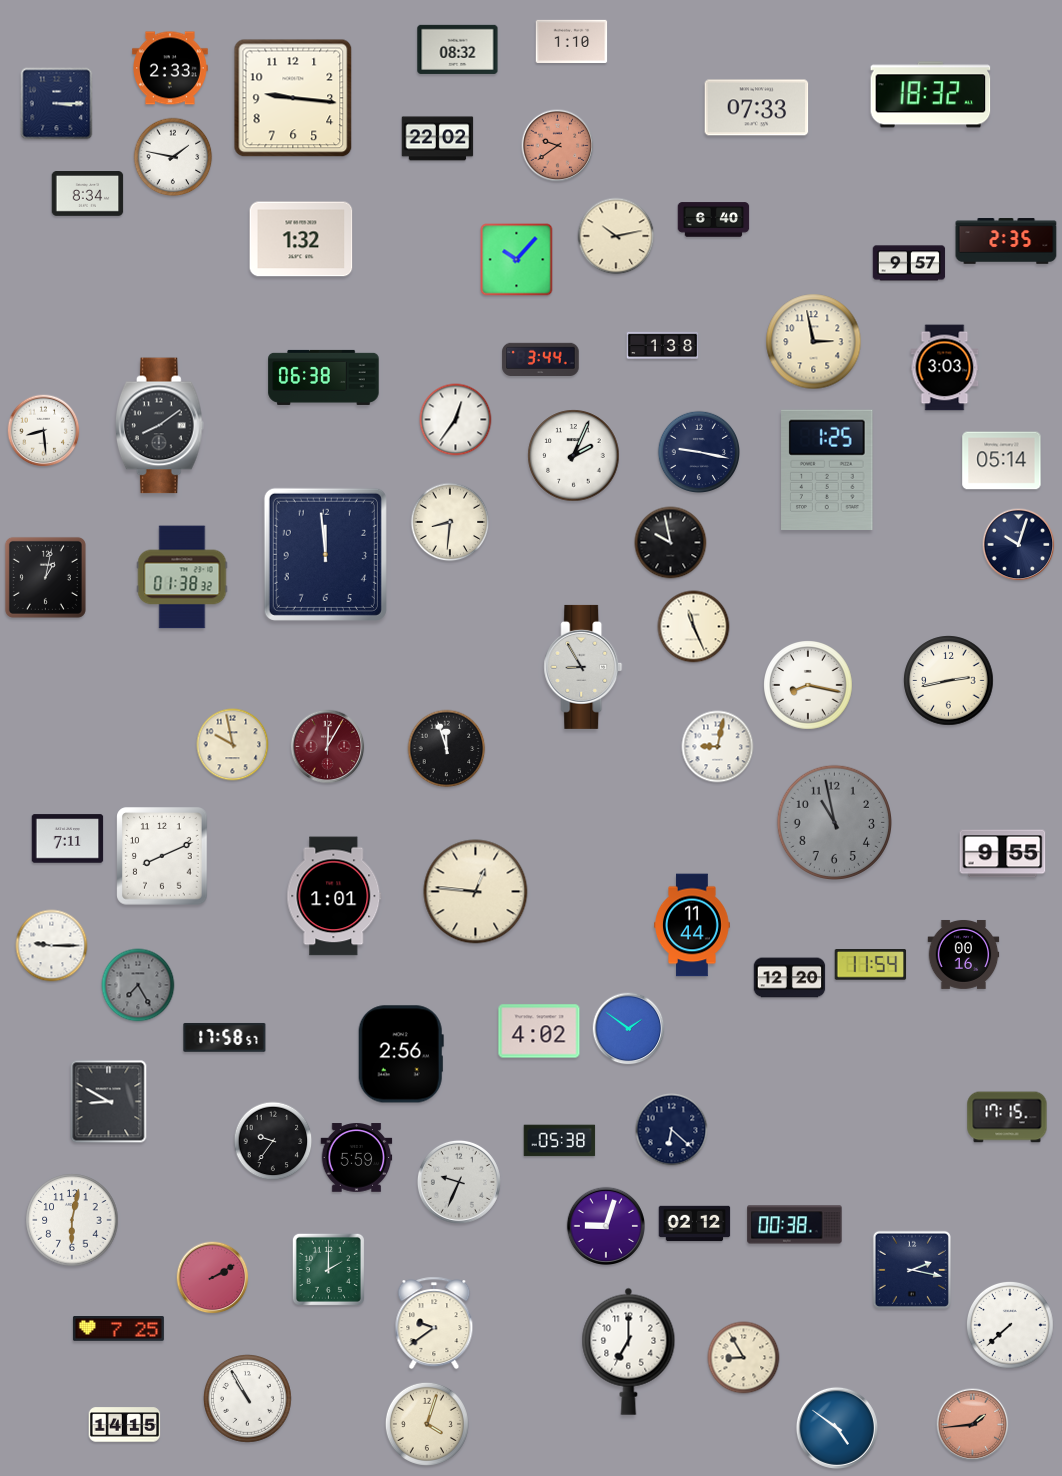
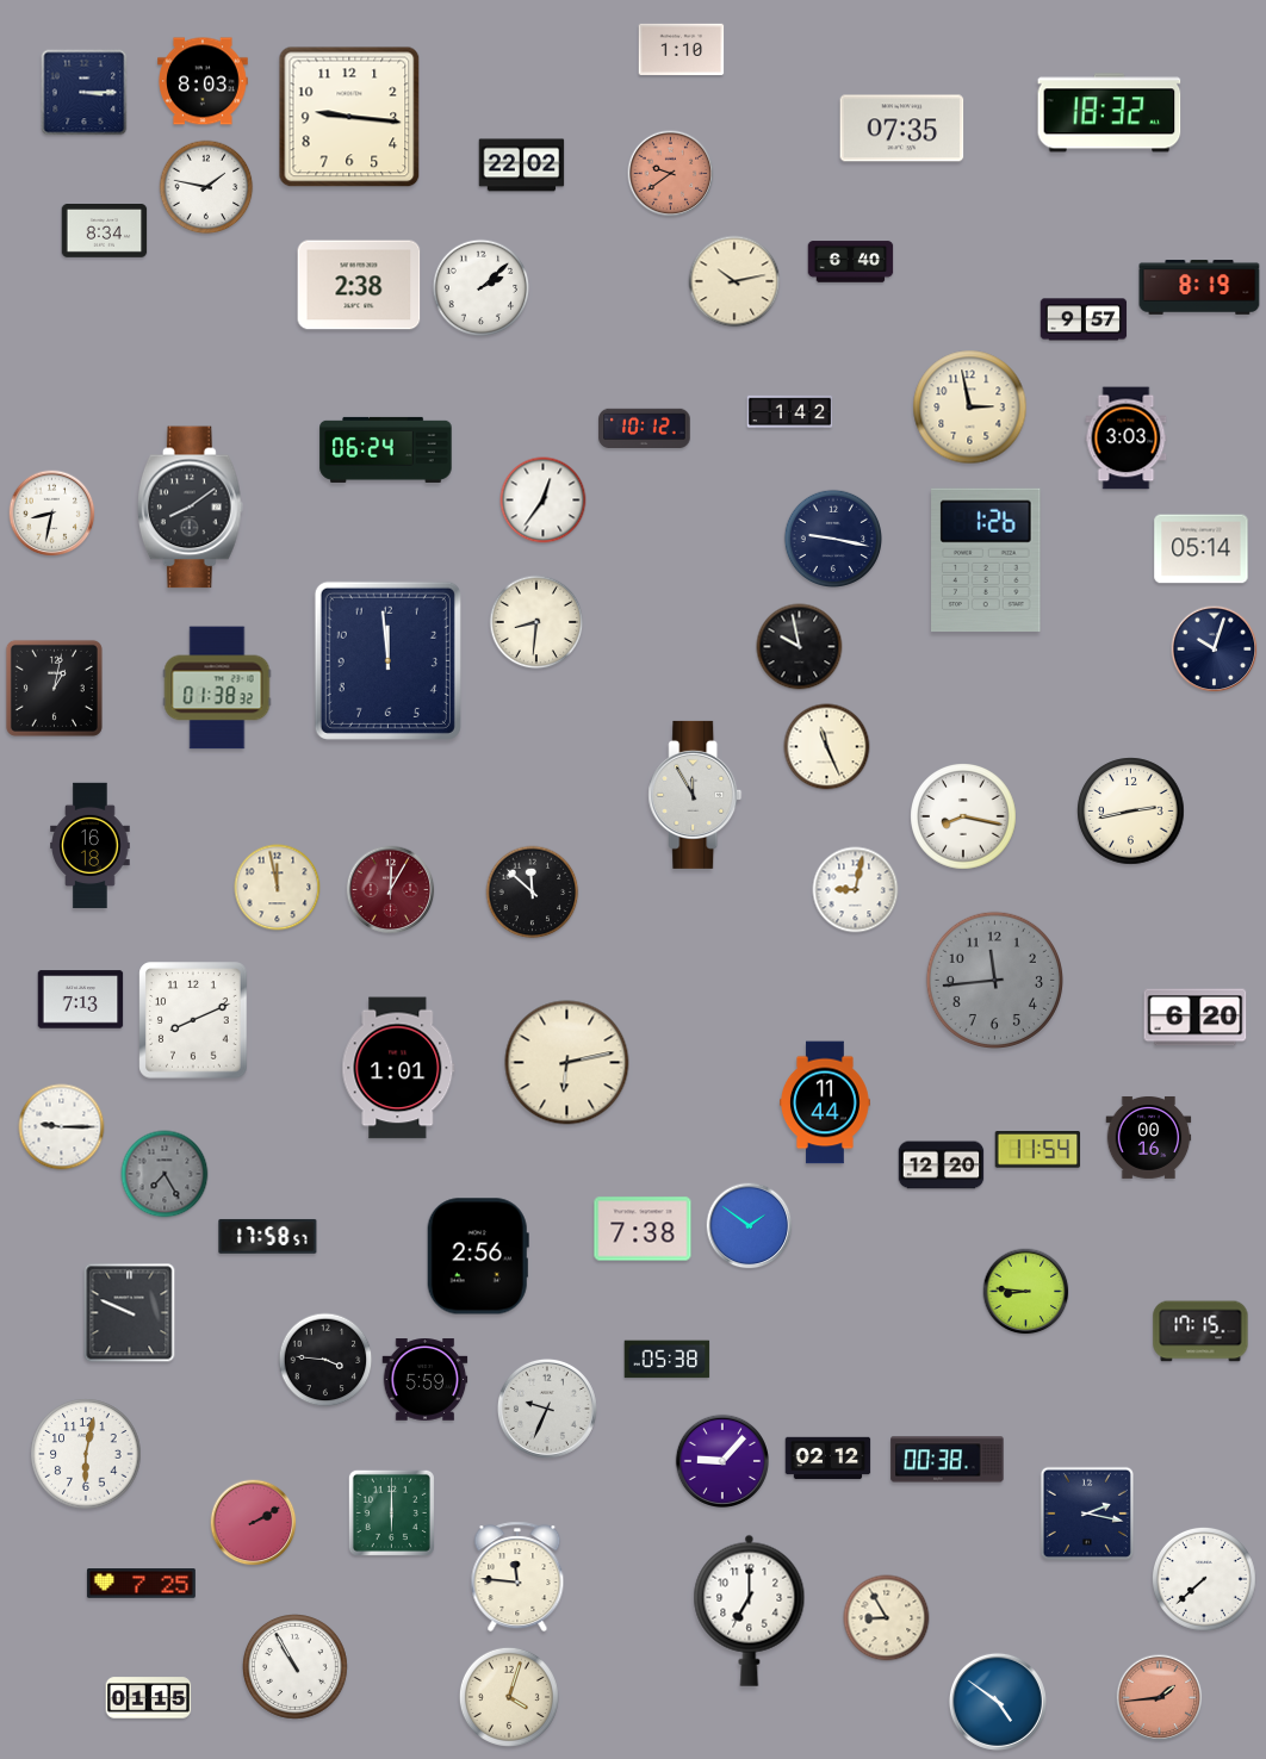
clock at (458, 49): 08:32 -> none
clock at (171, 68): 2:33 -> 8:03
clock at (57, 104) position: (57, 104) -> (85, 93)
clock at (757, 108): 07:33 -> 07:35
clock at (558, 146) position: (558, 146) -> (671, 174)
clock at (301, 239): 1:32 -> 2:38
clock at (1006, 241): 2:35 -> 8:19
clock at (482, 288): none -> 2:08
clock at (517, 260): 10:07 -> none
clock at (909, 263) position: (909, 263) -> (1084, 319)
clock at (663, 345): 1:38 -> 1:42
clock at (541, 359): 3:44 -> 10:12
clock at (324, 377): 06:38 -> 06:24
clock at (44, 431): 8:29 -> 8:32
clock at (574, 456): 2:04 -> none
clock at (1002, 461) position: (1002, 461) -> (1202, 549)
clock at (827, 469): 1:25 -> 1:26
clock at (583, 667): 8:55 -> 11:55
clock at (91, 846): none -> 16:18
clock at (233, 745): 9:58 -> 11:58
clock at (447, 749): 11:57 -> 11:52
clock at (834, 822): 10:58 -> 11:44
clock at (68, 839): 7:11 -> 7:13
clock at (1003, 854): 9:55 -> 6:20
clock at (476, 892): 12:46 -> 6:13
clock at (539, 1031): 4:02 -> 7:38
clock at (1026, 1292): none -> 8:46
clock at (109, 1102): 8:50 -> 9:49
clock at (672, 1130): 6:22 -> none
clock at (273, 1141): 9:36 -> 3:46
clock at (605, 1225): 9:03 -> 9:07
clock at (328, 1269): 2:00 -> 6:00
clock at (434, 1323): 9:39 -> 11:46
clock at (125, 1425): 14:15 -> 01:15
